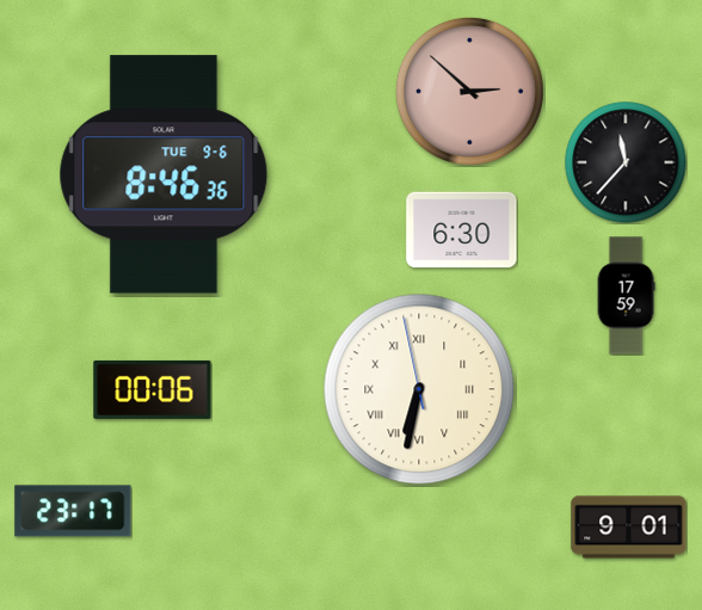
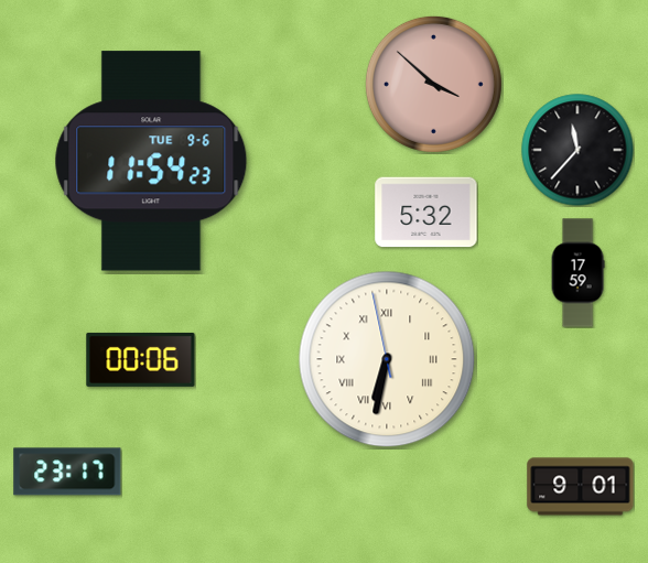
clock at (469, 91): 2:52 -> 3:52
clock at (164, 174): 8:46 -> 11:54
clock at (462, 230): 6:30 -> 5:32
